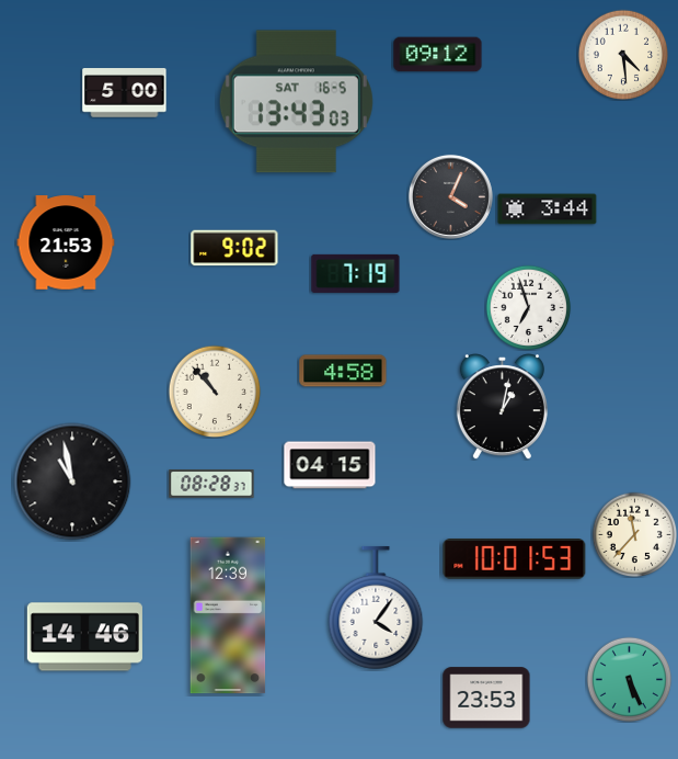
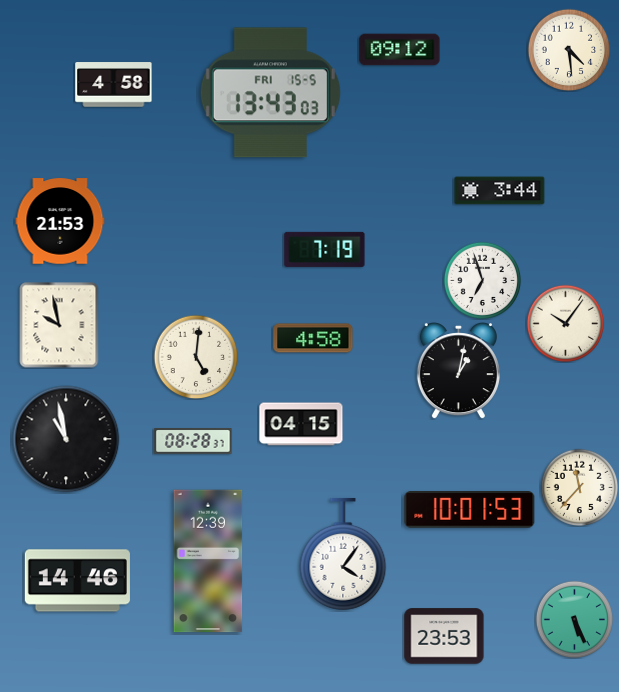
clock at (125, 93): 5:00 -> 4:58
clock at (296, 102) date: SAT 16-5 -> FRI 15-5
clock at (450, 196): 4:04 -> none
clock at (234, 248): 9:02 -> none
clock at (565, 323): none -> 10:06
clock at (59, 325): none -> 9:58
clock at (215, 392): 10:53 -> 5:01
